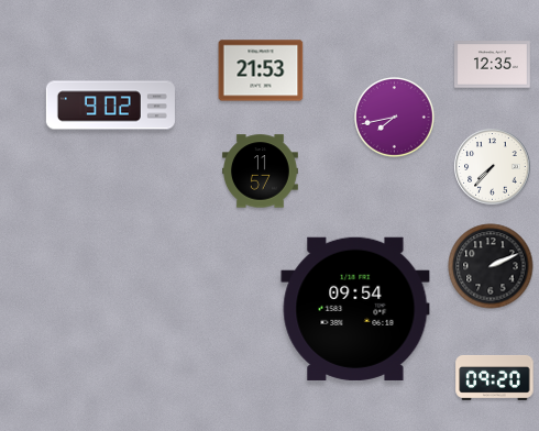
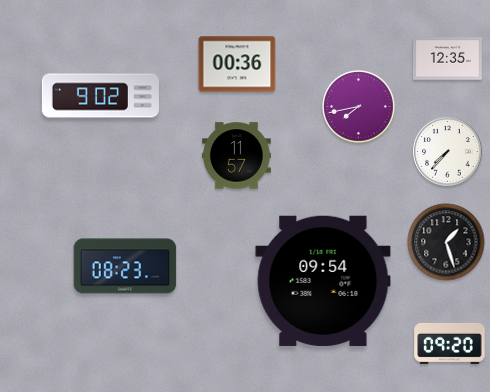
clock at (261, 70): 21:53 -> 00:36
clock at (491, 266): 2:11 -> 1:27
clock at (125, 266): none -> 08:23
